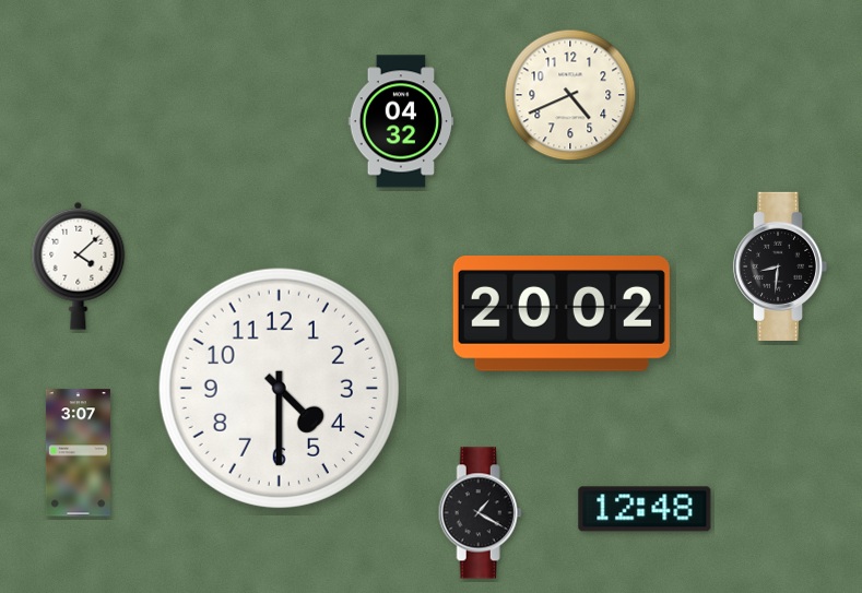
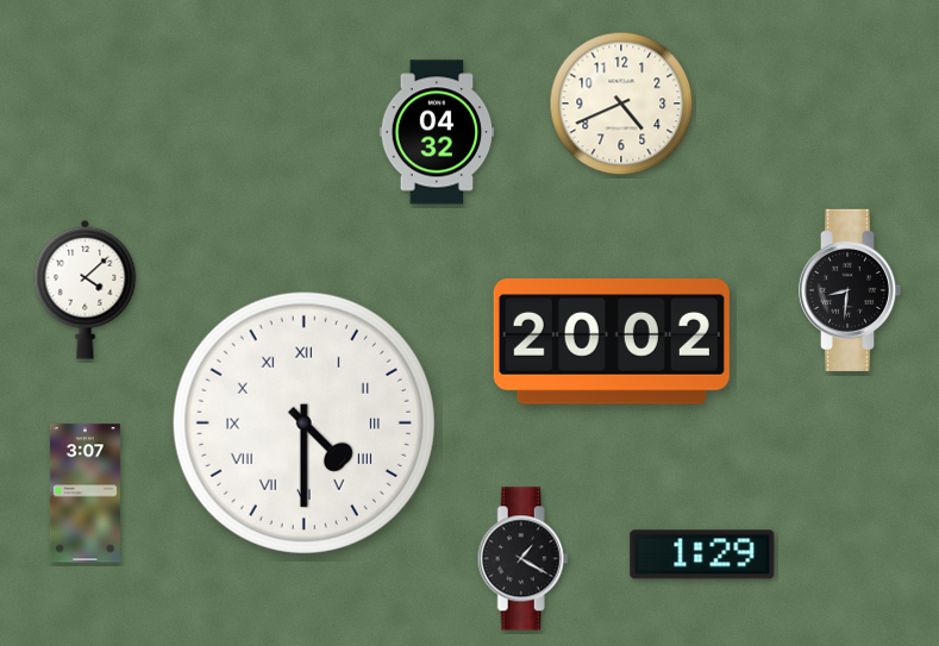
clock at (279, 388) numerals: Arabic -> Roman
clock at (645, 509): 12:48 -> 1:29
